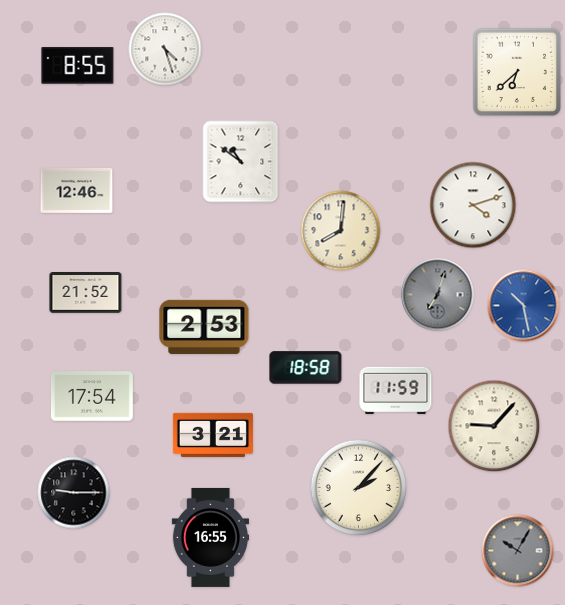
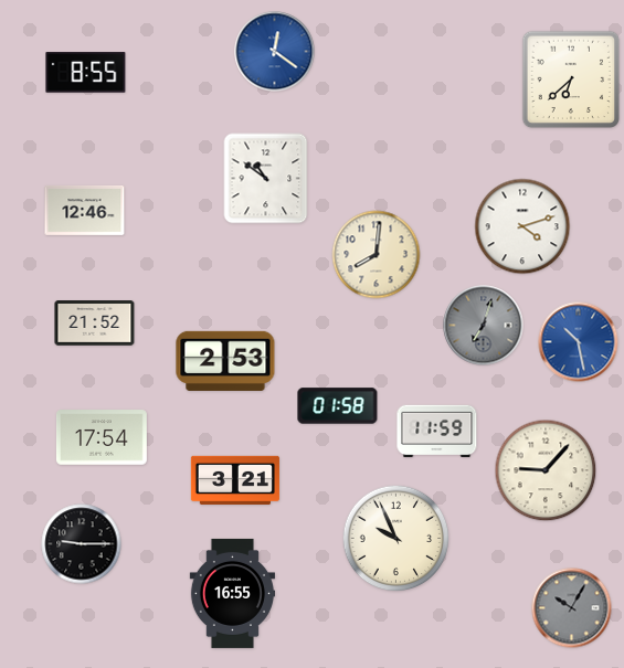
clock at (275, 52): none -> 12:21
clock at (165, 49): 4:27 -> none
clock at (524, 306) position: (524, 306) -> (579, 342)
clock at (306, 368): 18:58 -> 01:58
clock at (359, 488): 2:07 -> 9:56
